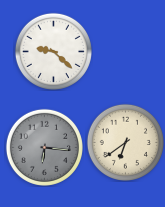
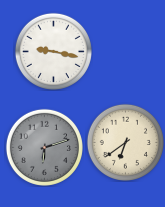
clock at (53, 51): 9:22 -> 9:17
clock at (44, 147): 6:16 -> 6:12
